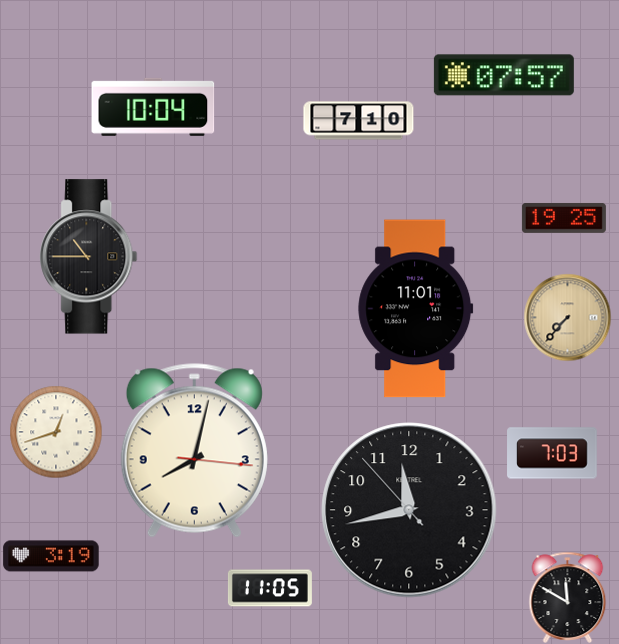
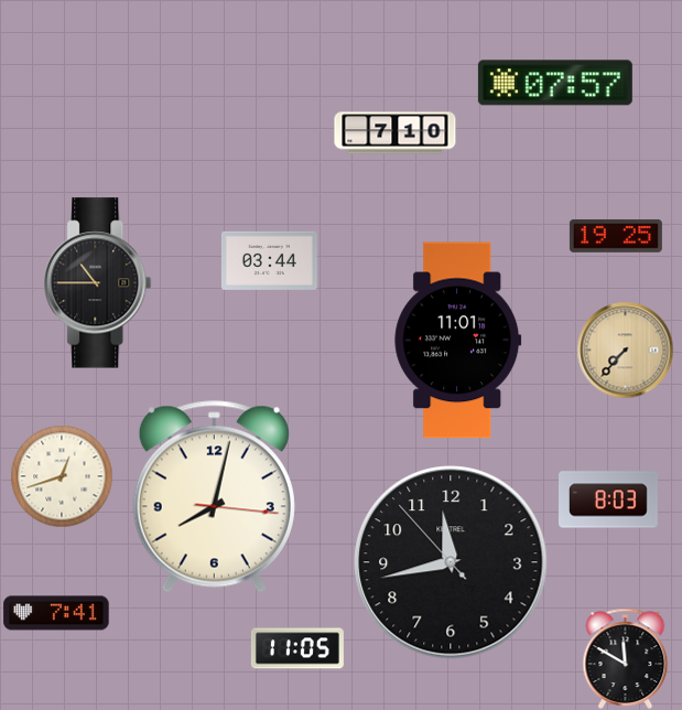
clock at (153, 107): 10:04 -> none
clock at (564, 218) position: (564, 218) -> (616, 236)
clock at (269, 260): none -> 03:44
clock at (552, 453): 7:03 -> 8:03
clock at (51, 556): 3:19 -> 7:41
